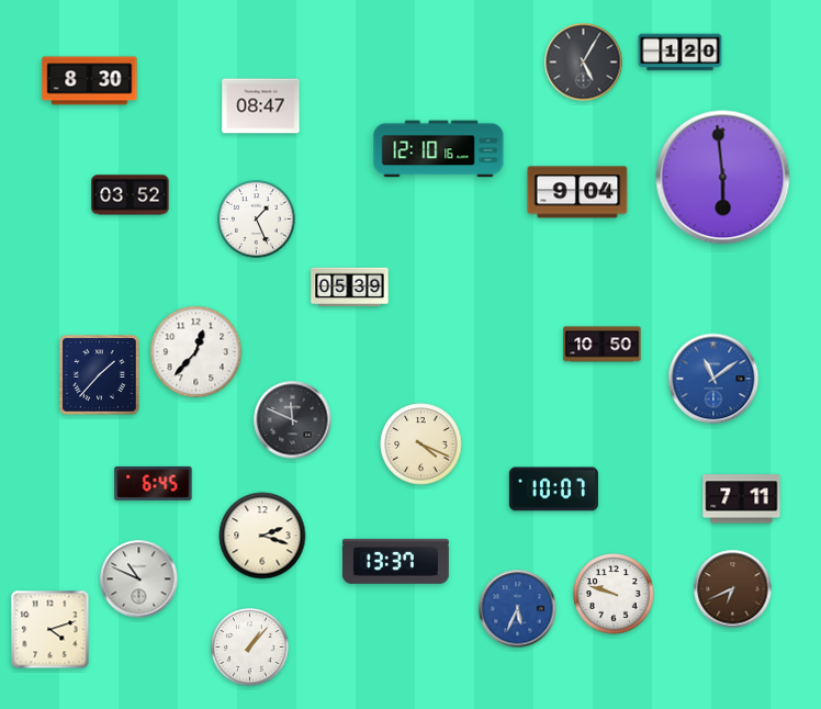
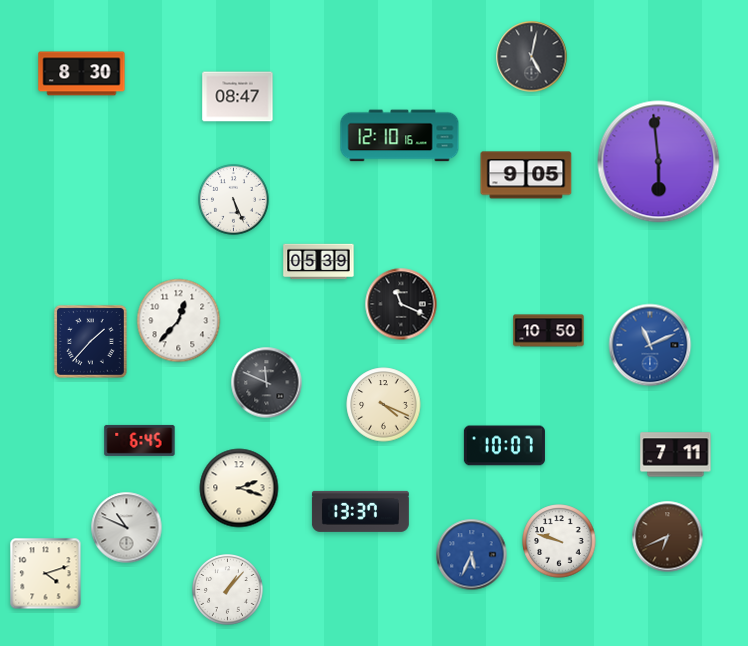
clock at (681, 53): 1:20 -> none
clock at (584, 63): 5:05 -> 5:02
clock at (577, 192): 9:04 -> 9:05
clock at (131, 195): 03:52 -> none
clock at (257, 220): 1:26 -> 5:26
clock at (401, 304): none -> 11:19
clock at (603, 345) position: (603, 345) -> (549, 331)
clock at (713, 379): 11:09 -> 11:11
